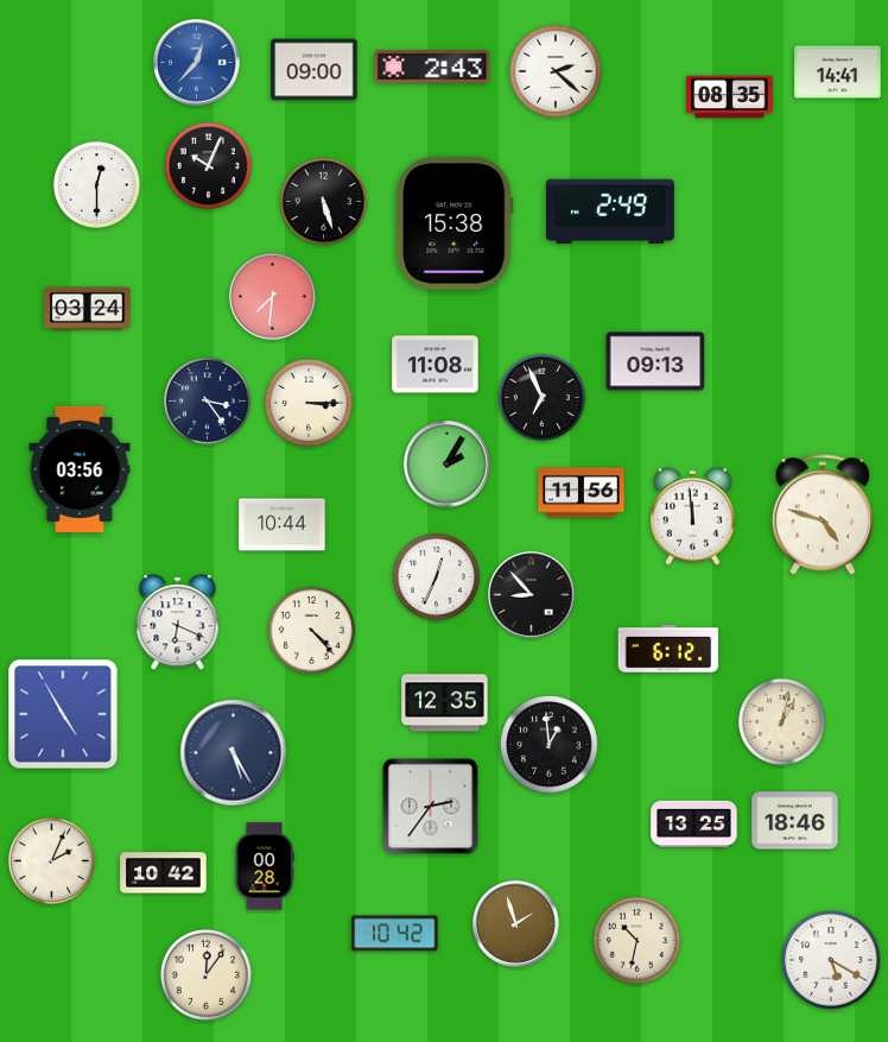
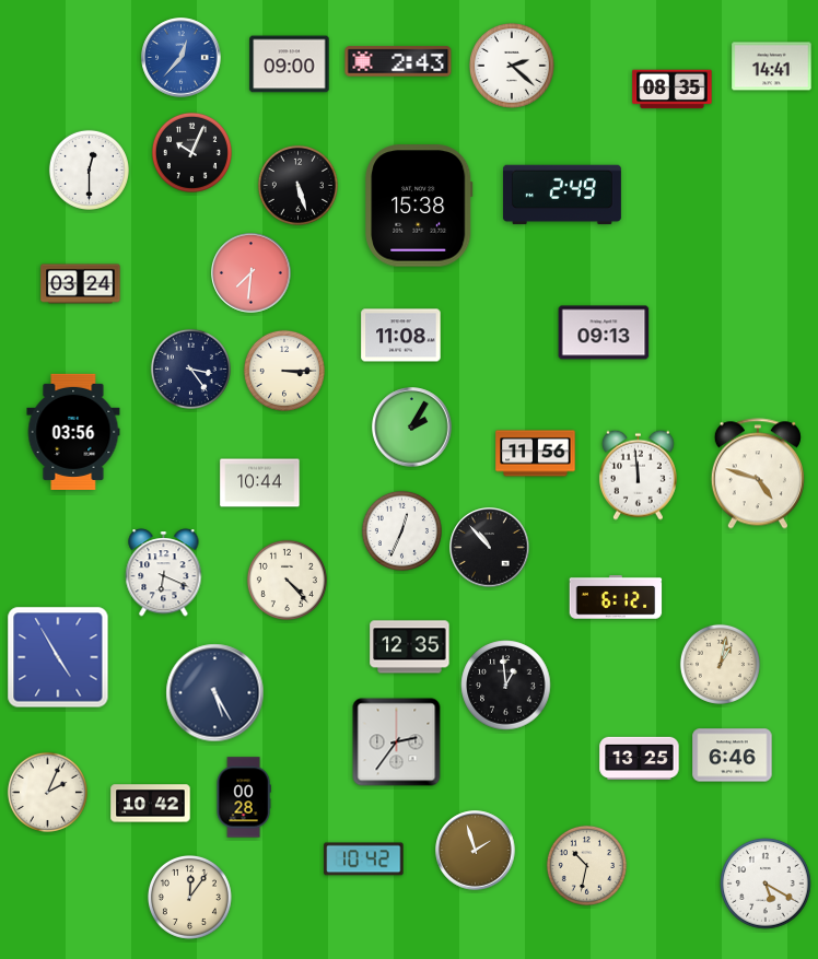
clock at (541, 397): 6:56 -> none
clock at (532, 595): 8:53 -> 10:53
clock at (795, 821): 18:46 -> 6:46
